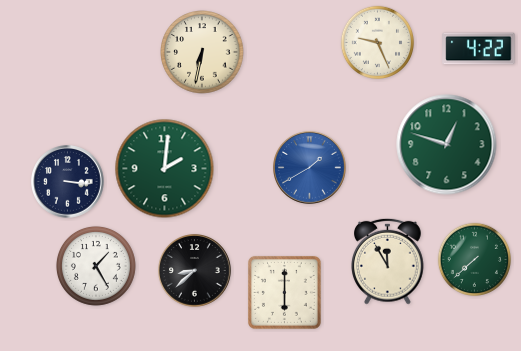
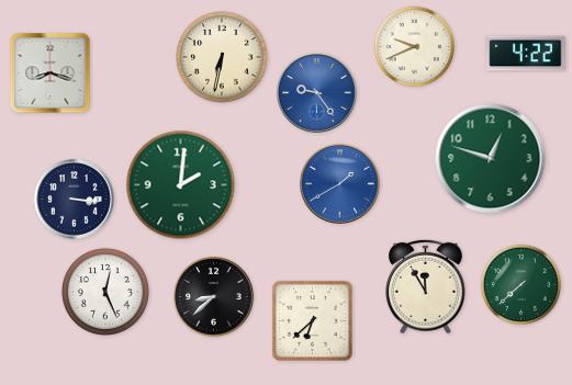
clock at (377, 42): 9:26 -> 9:41
clock at (51, 73): none -> 8:18
clock at (317, 93): none -> 9:24
clock at (96, 266): 1:25 -> 12:26
clock at (284, 292): 6:00 -> 6:38
